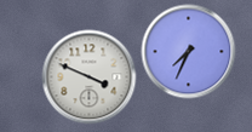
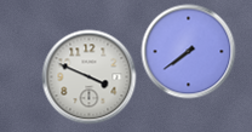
clock at (188, 51): 7:34 -> 7:39
